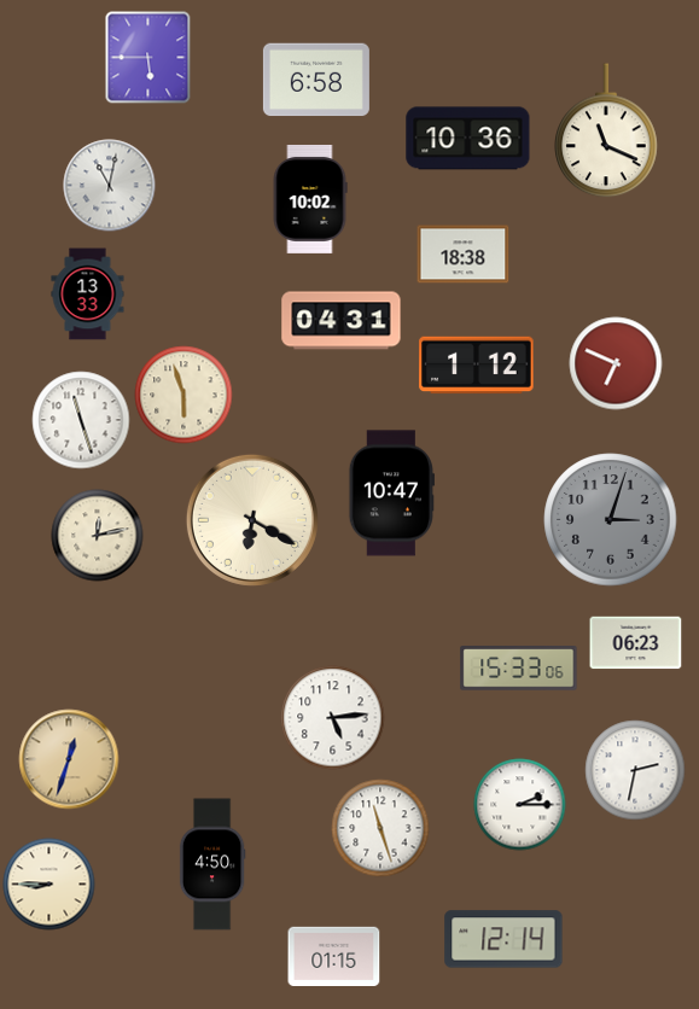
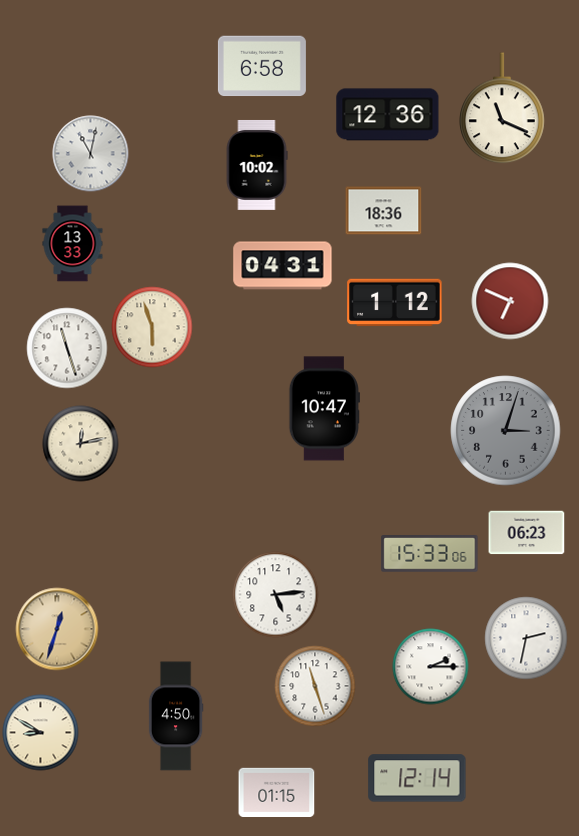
clock at (148, 58): 5:45 -> none
clock at (468, 139): 10:36 -> 12:36
clock at (464, 255): 18:38 -> 18:36
clock at (252, 520): 6:20 -> none
clock at (49, 885): 8:45 -> 8:50
